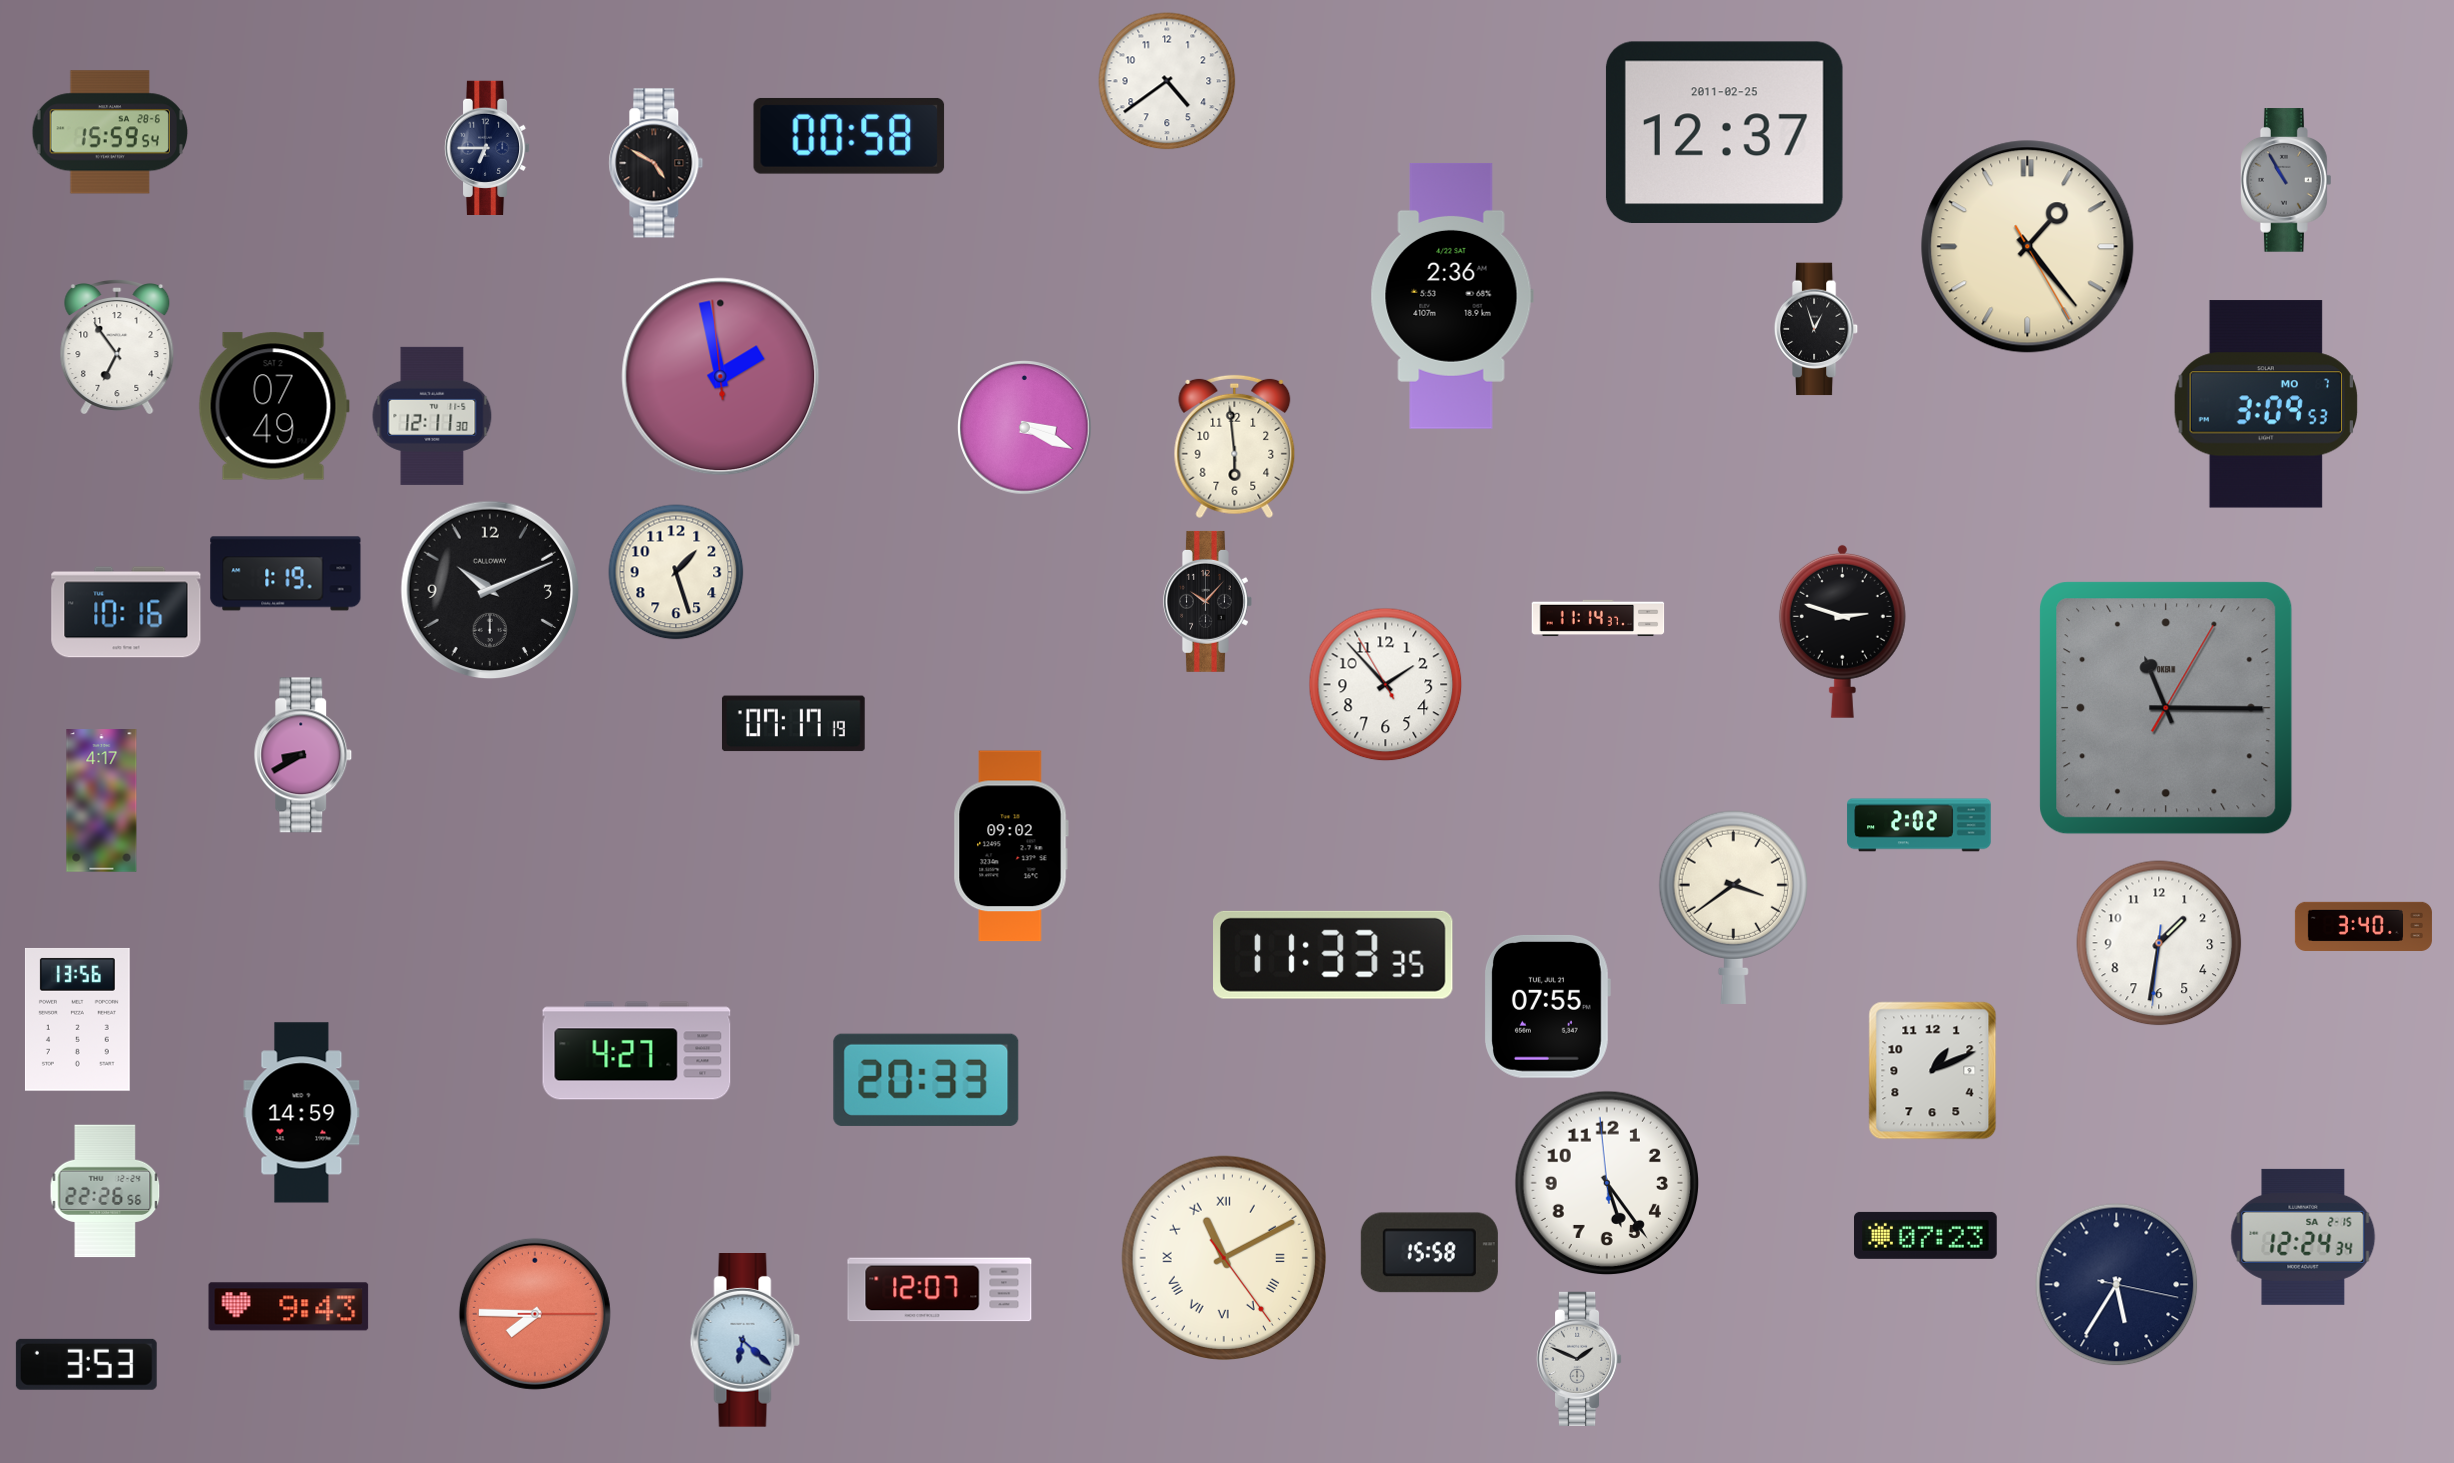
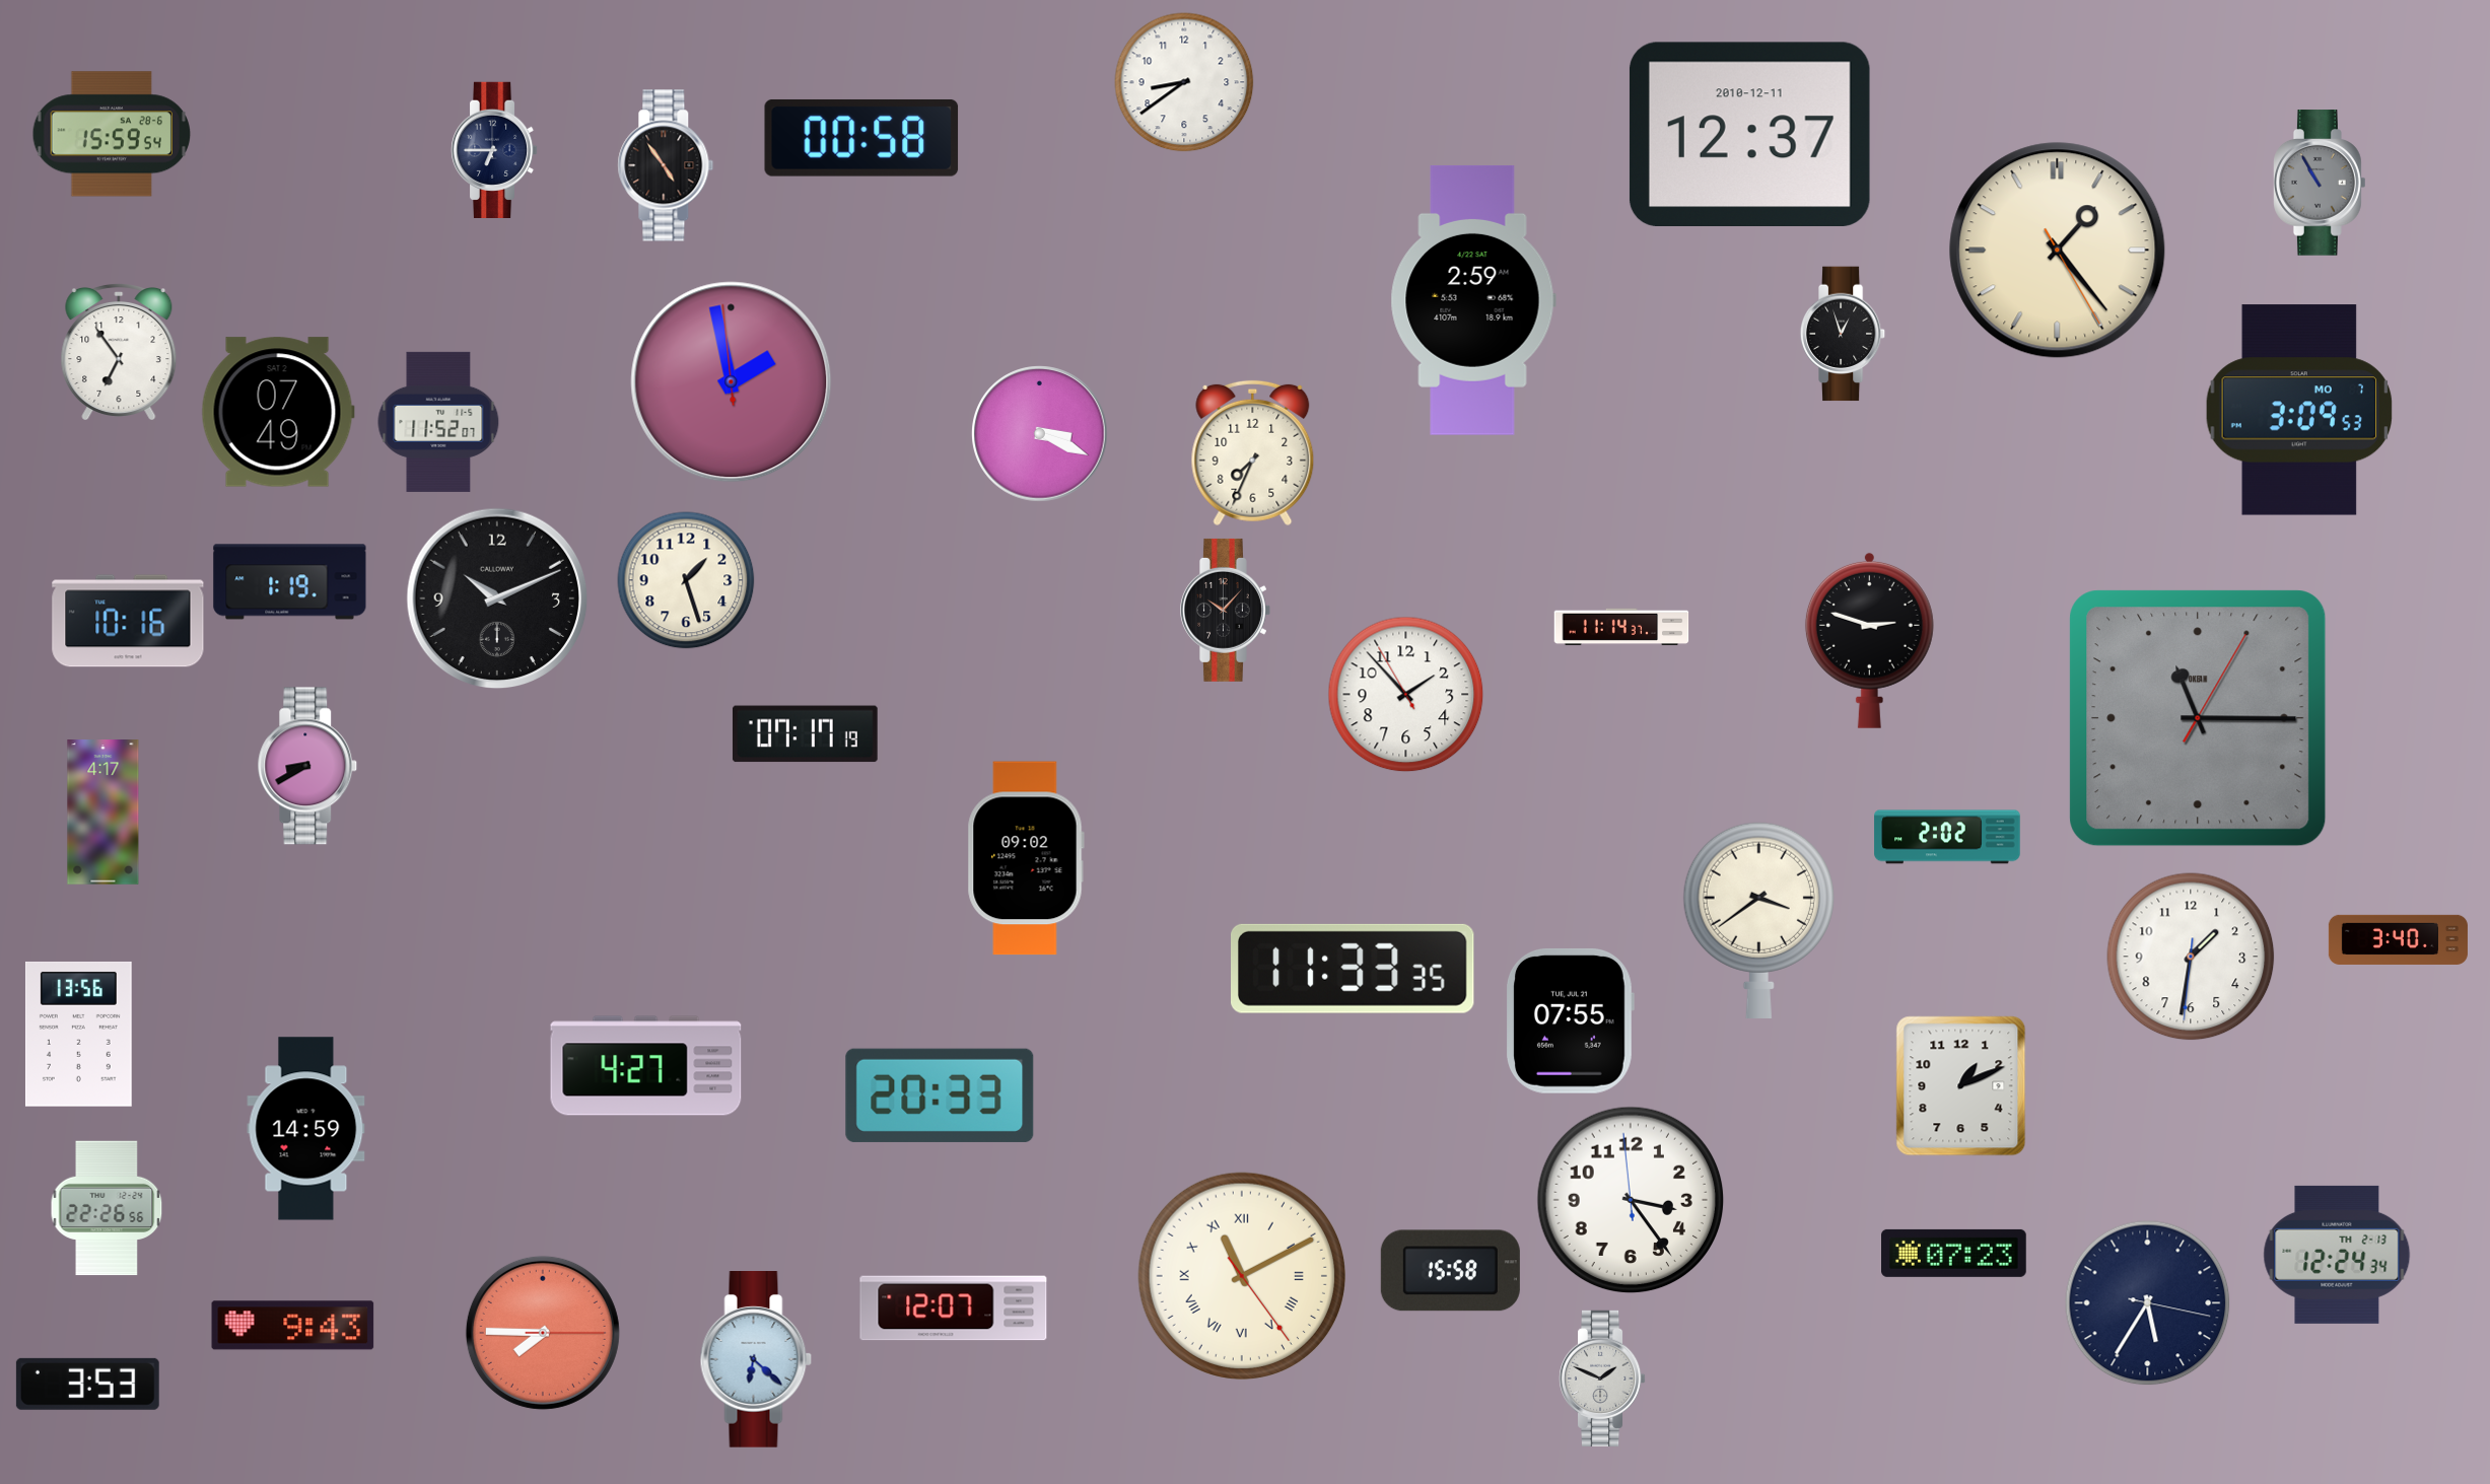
clock at (1167, 81): 4:39 -> 8:39
clock at (1724, 132) date: 2011-02-25 -> 2010-12-11
clock at (656, 163): 4:50 -> 4:54
clock at (1452, 296): 2:36 -> 2:59
clock at (432, 416): 12:11 -> 11:52
clock at (1235, 447): 5:59 -> 7:34
clock at (1607, 1183): 5:23 -> 3:23
clock at (2303, 1237) date: SA 2-15 -> TH 2-13
